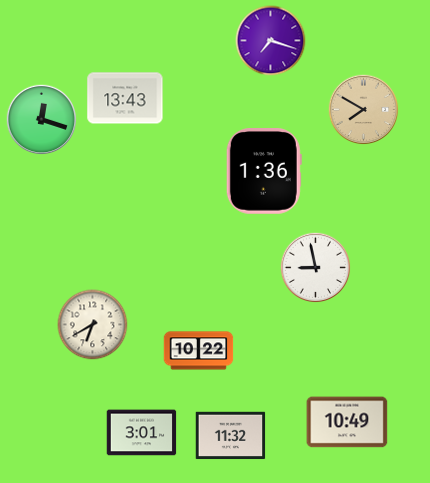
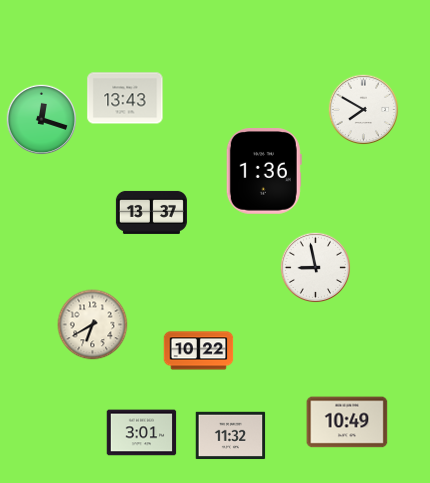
clock at (271, 41): 7:18 -> none
clock at (364, 110) dial: champagne -> white
clock at (151, 212): none -> 13:37
